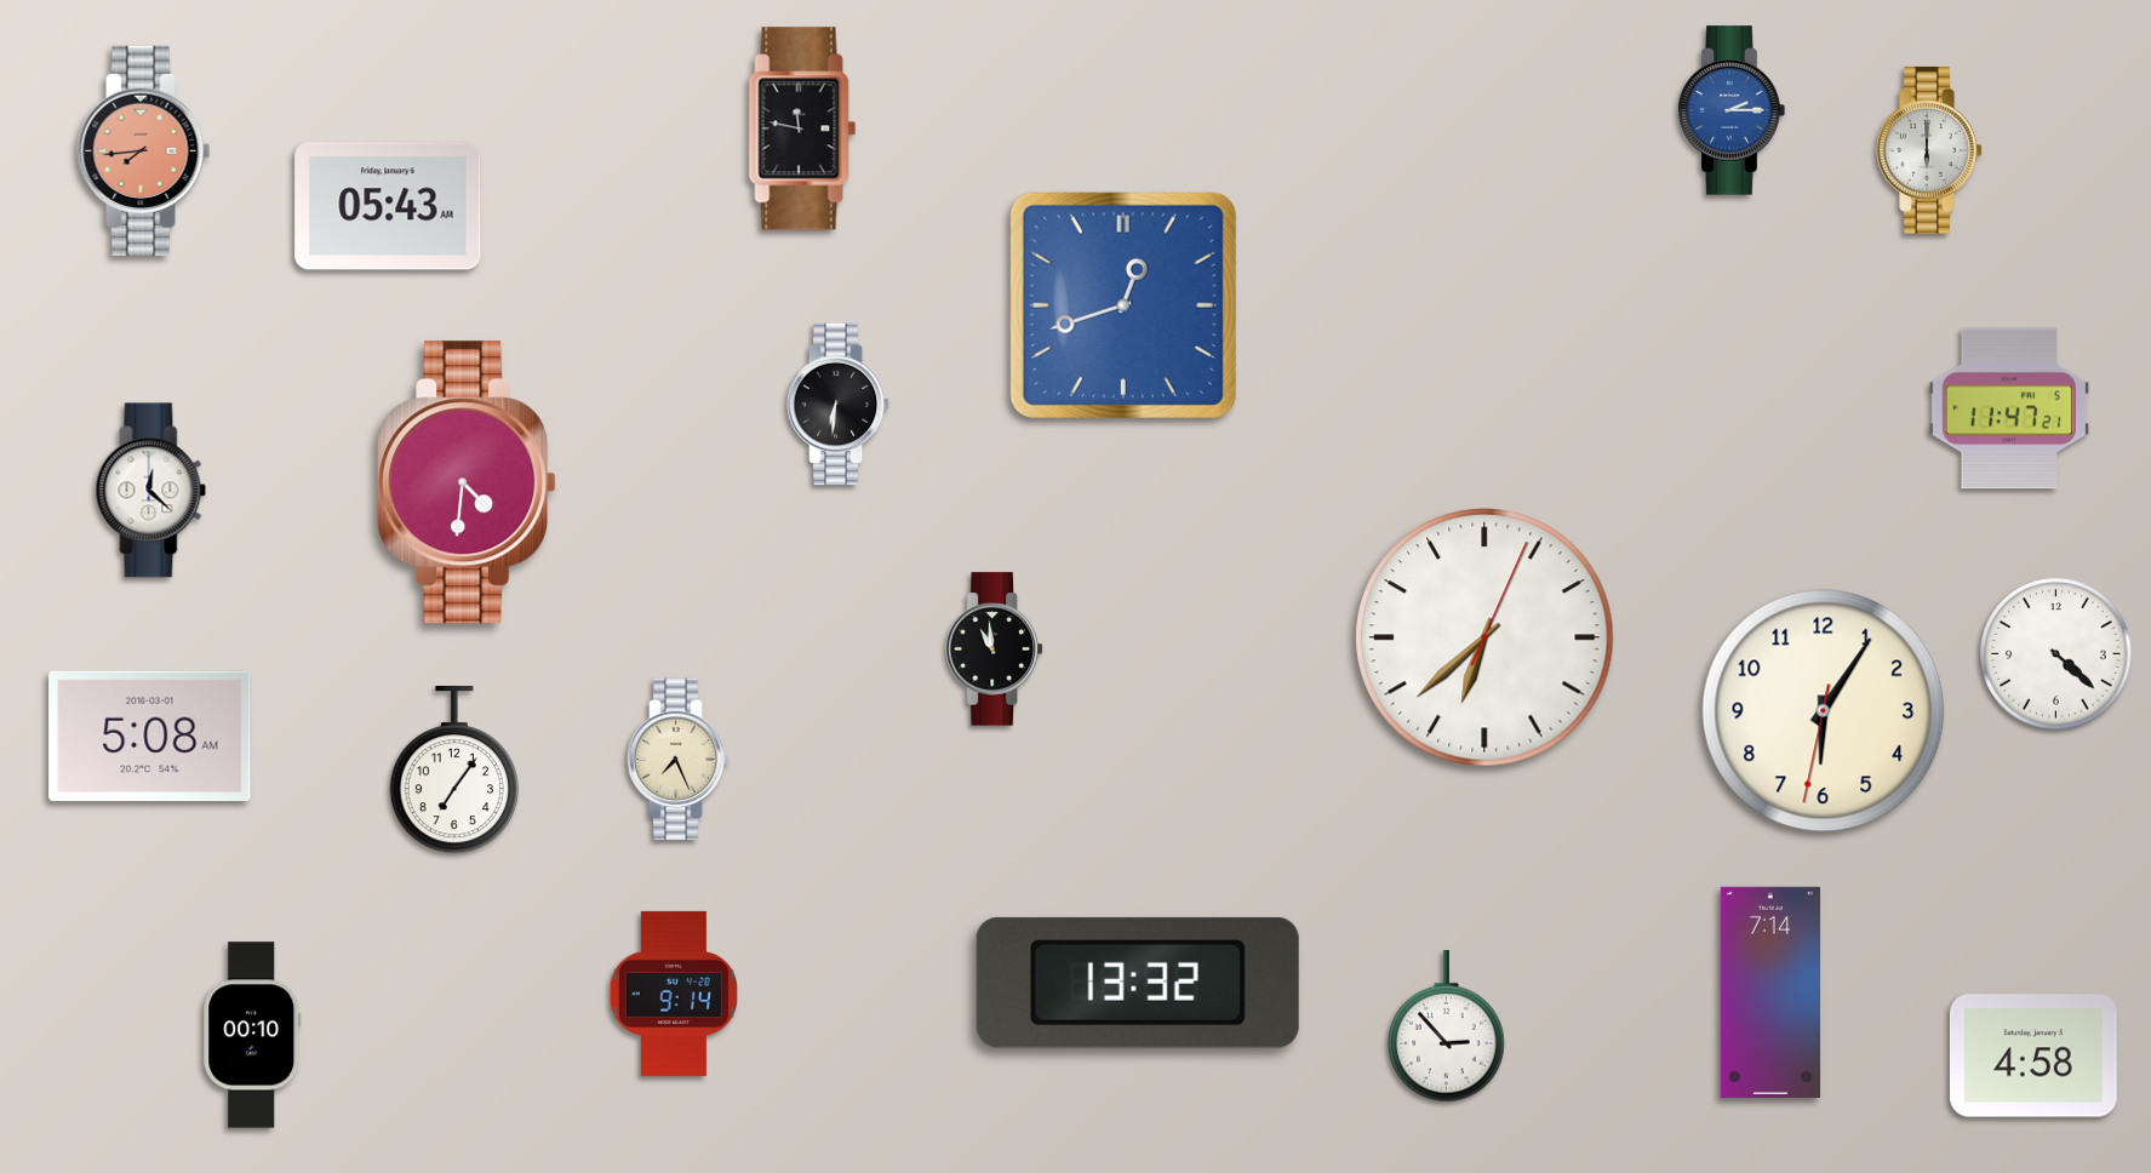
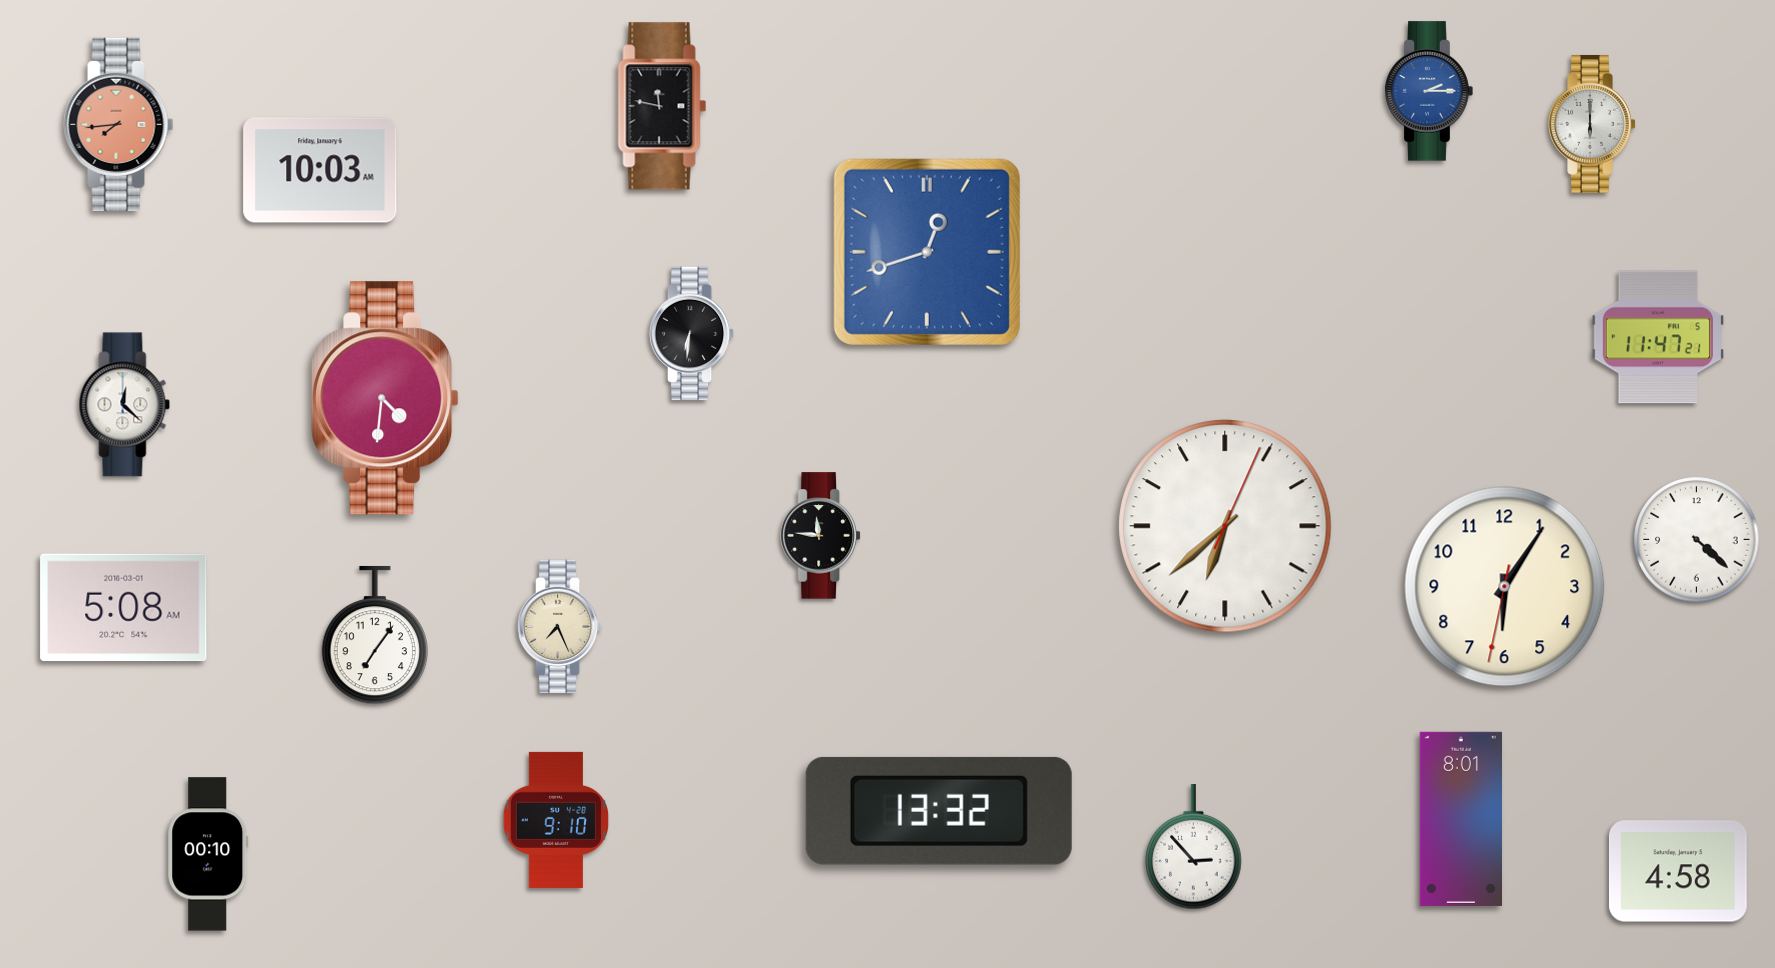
clock at (388, 206): 05:43 -> 10:03
clock at (995, 650): 10:59 -> 11:46
clock at (1769, 992): 7:14 -> 8:01
clock at (673, 994): 9:14 -> 9:10
